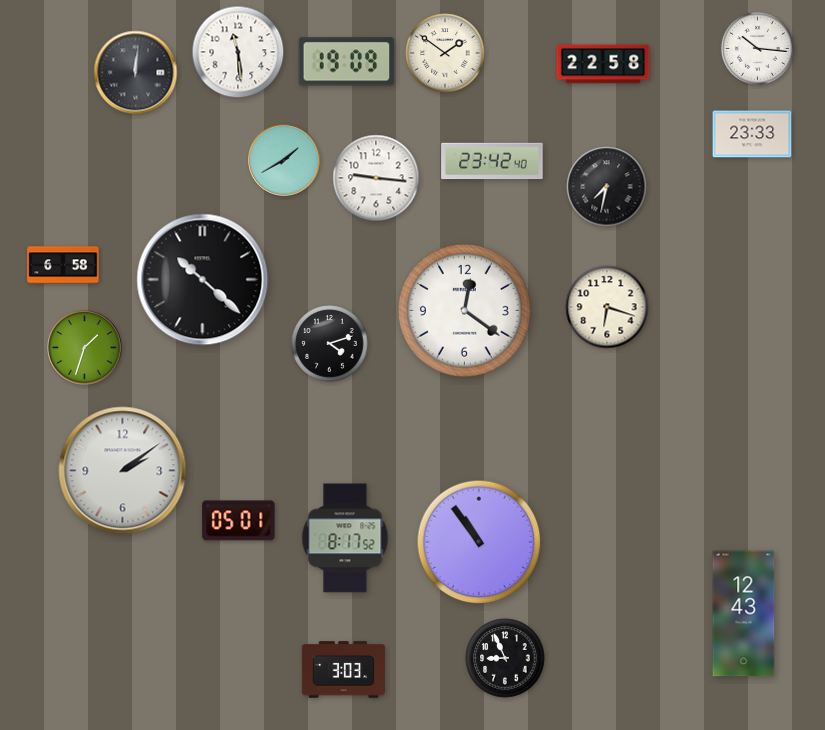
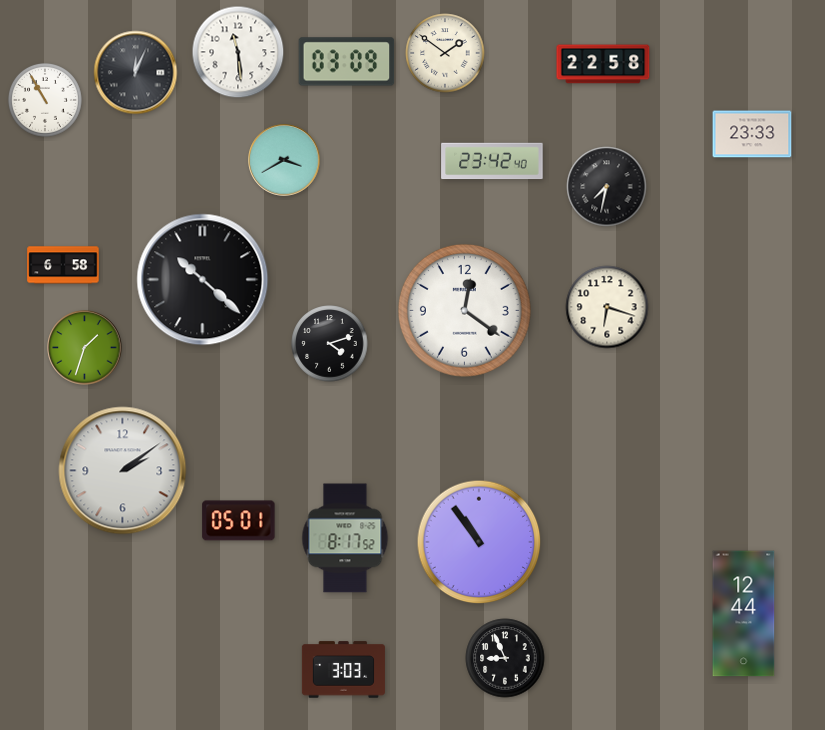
clock at (757, 48): 10:16 -> none
clock at (347, 62): 19:09 -> 03:09
clock at (136, 73): 12:01 -> 12:04
clock at (45, 100): none -> 10:55
clock at (284, 160): 1:40 -> 3:40
clock at (376, 178): 9:16 -> none
clock at (744, 614): 12:43 -> 12:44
